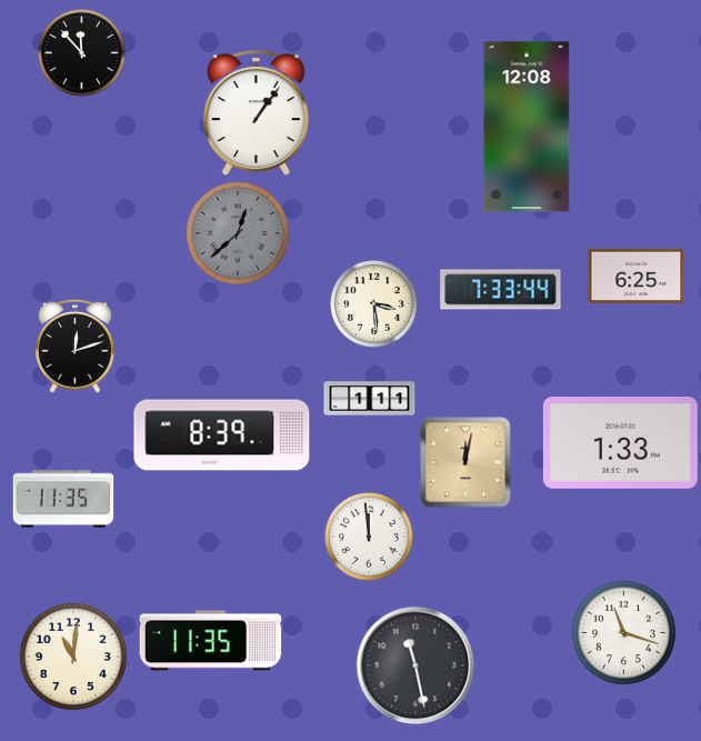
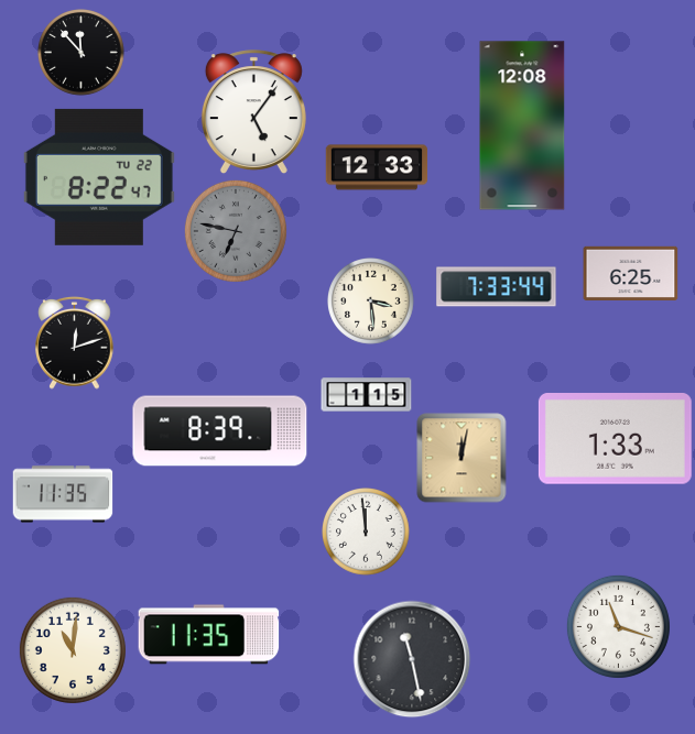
clock at (256, 113): 1:06 -> 5:06
clock at (377, 167): none -> 12:33
clock at (99, 177): none -> 8:22
clock at (238, 233): 12:38 -> 6:47
clock at (370, 399): 1:11 -> 1:15
